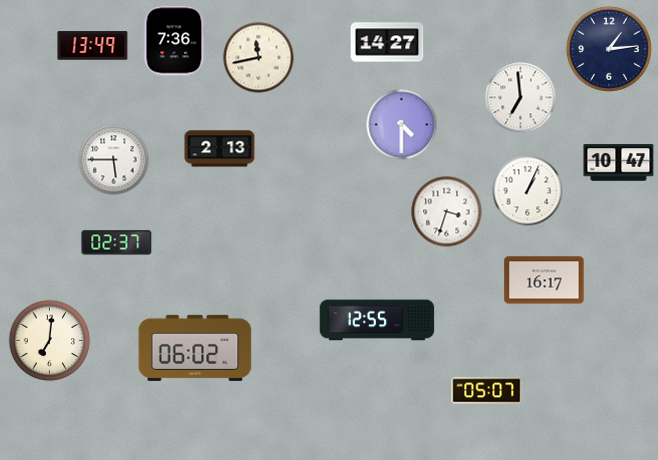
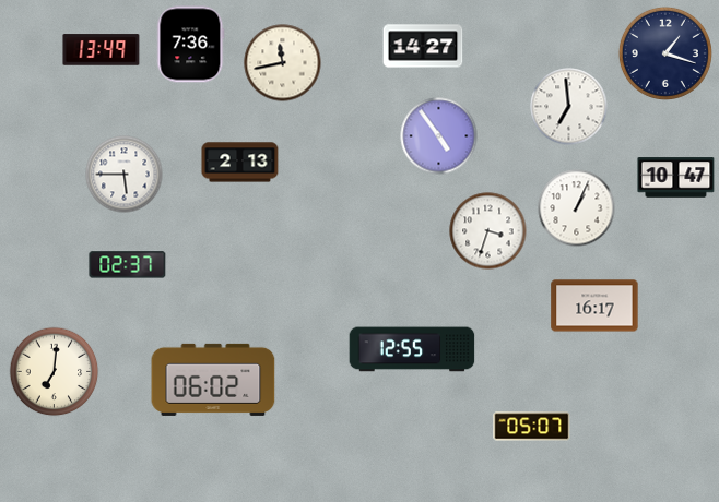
clock at (609, 49): 1:14 -> 1:18
clock at (402, 125): 4:30 -> 4:54
